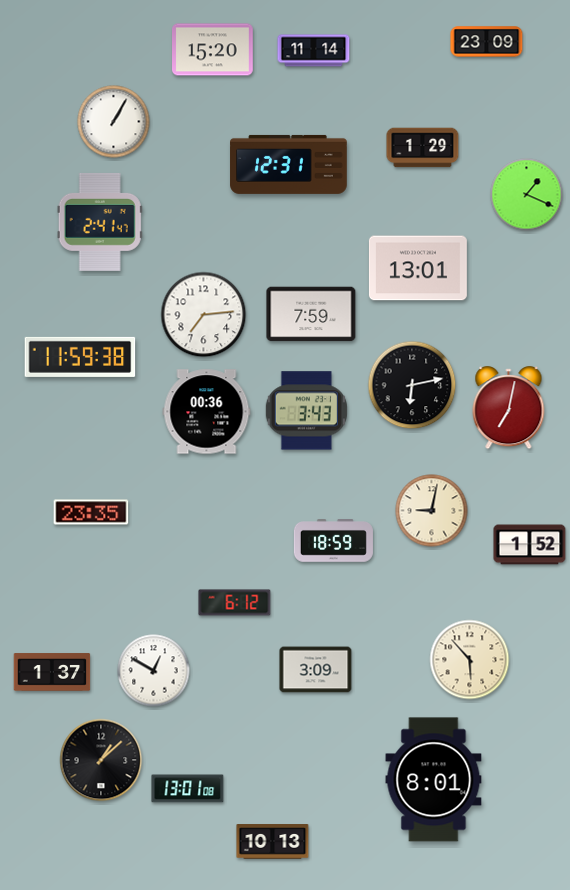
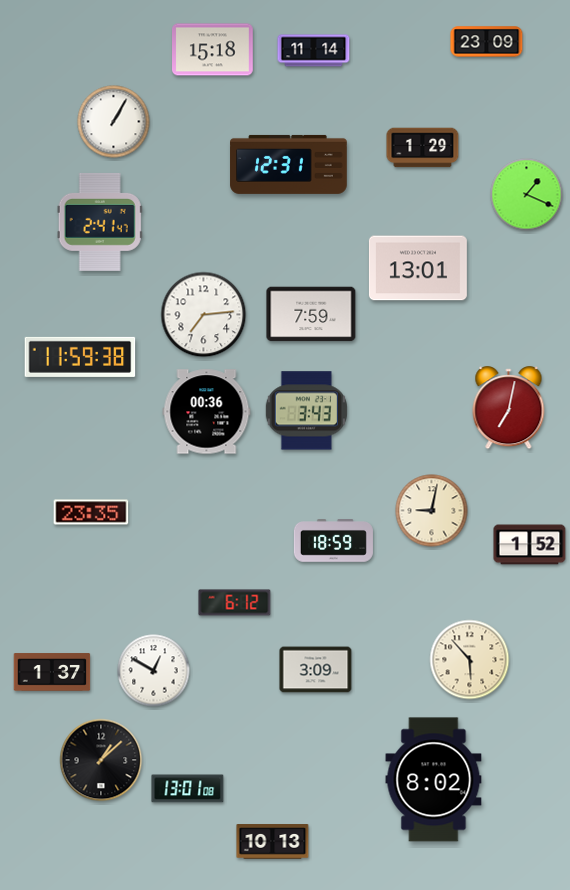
clock at (213, 50): 15:20 -> 15:18
clock at (412, 385): 6:13 -> none
clock at (434, 780): 8:01 -> 8:02
